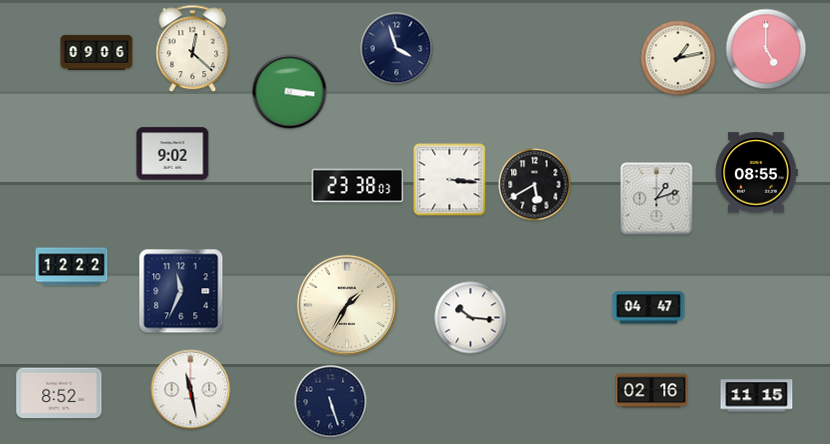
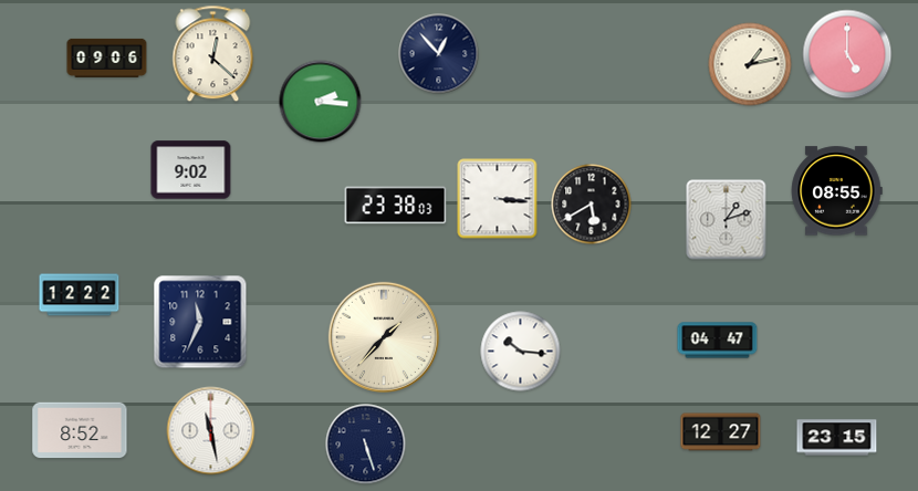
clock at (397, 49): 3:57 -> 12:53
clock at (290, 92): 3:16 -> 2:16
clock at (347, 305): 1:35 -> 1:37
clock at (652, 391): 02:16 -> 12:27
clock at (59, 393) position: (59, 393) -> (80, 430)
clock at (757, 396): 11:15 -> 23:15
